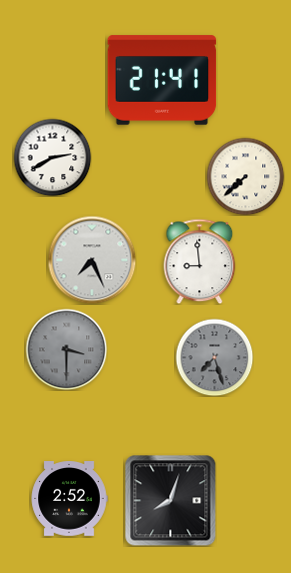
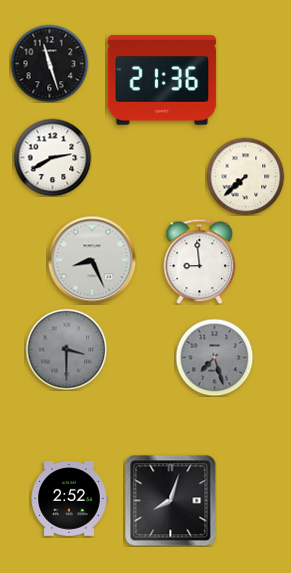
clock at (49, 63): none -> 11:27
clock at (162, 80): 21:41 -> 21:36
clock at (92, 260): 7:26 -> 8:26
